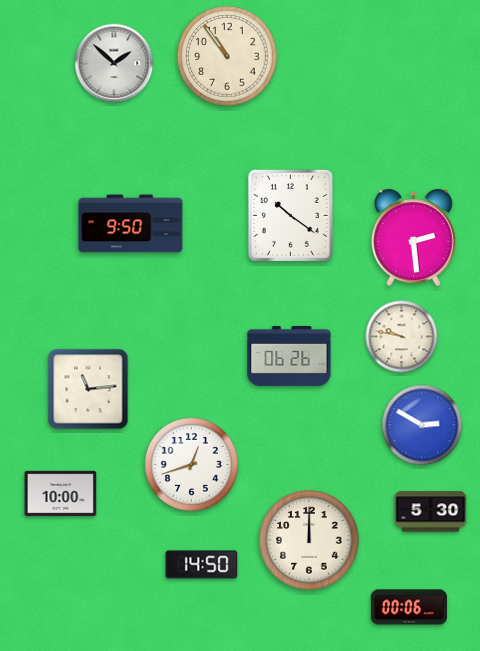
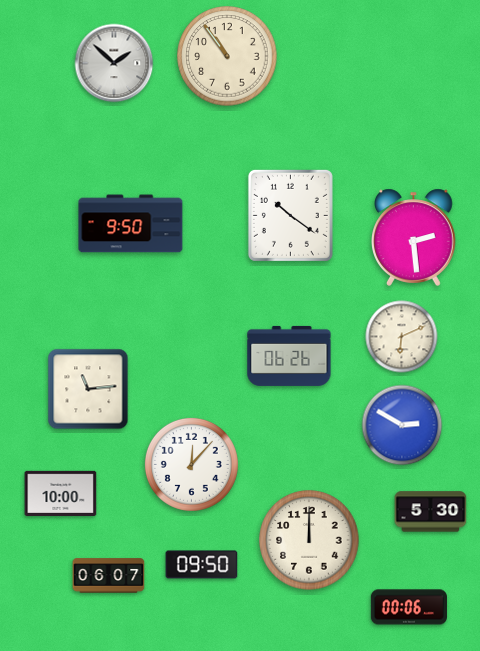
clock at (402, 337): 9:47 -> 6:11
clock at (422, 425) position: (422, 425) -> (402, 425)
clock at (191, 464): 12:42 -> 12:07
clock at (202, 565): 14:50 -> 09:50
clock at (109, 576): none -> 06:07
